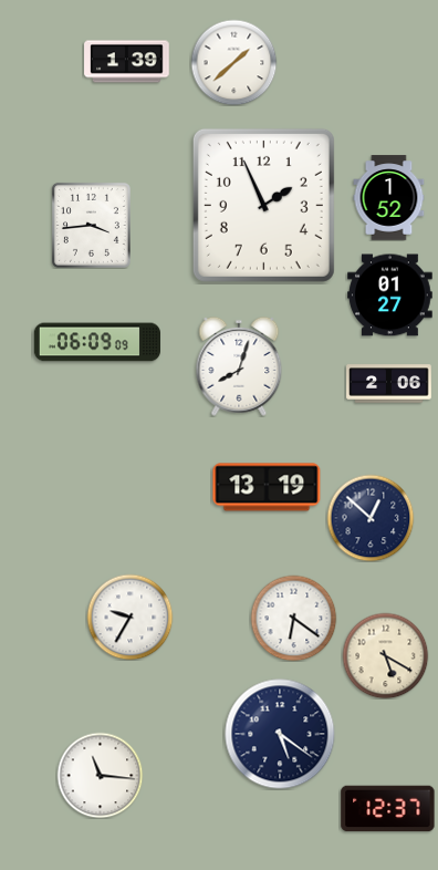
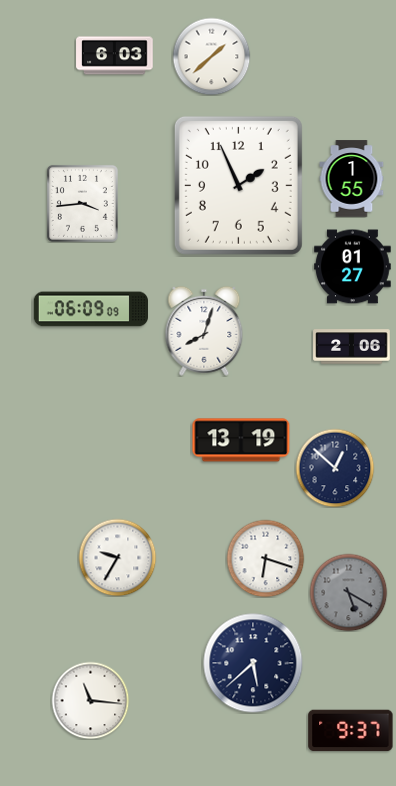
clock at (127, 62): 1:39 -> 6:03
clock at (389, 198): 1:52 -> 1:55
clock at (96, 342) position: (96, 342) -> (90, 309)
clock at (239, 366) position: (239, 366) -> (204, 331)
clock at (293, 618): 6:21 -> 6:18
clock at (385, 655) dial: cream -> grey
clock at (280, 734): 5:21 -> 5:38
clock at (388, 809): 12:37 -> 9:37
